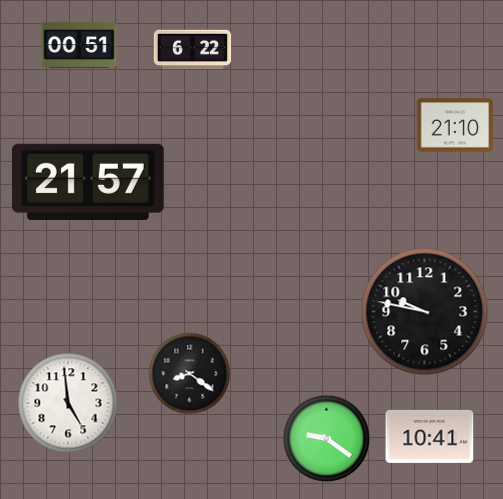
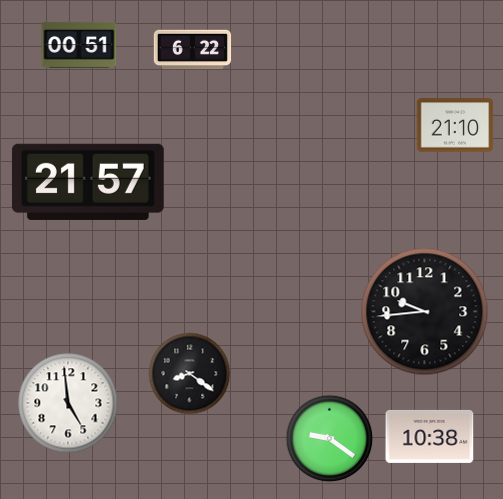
clock at (425, 312): 9:47 -> 9:44
clock at (430, 436): 10:41 -> 10:38
clock at (327, 439) position: (327, 439) -> (330, 439)
